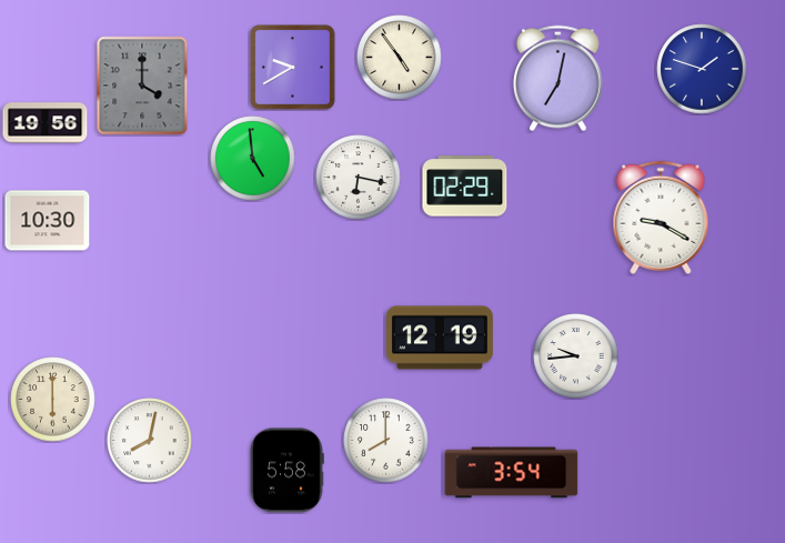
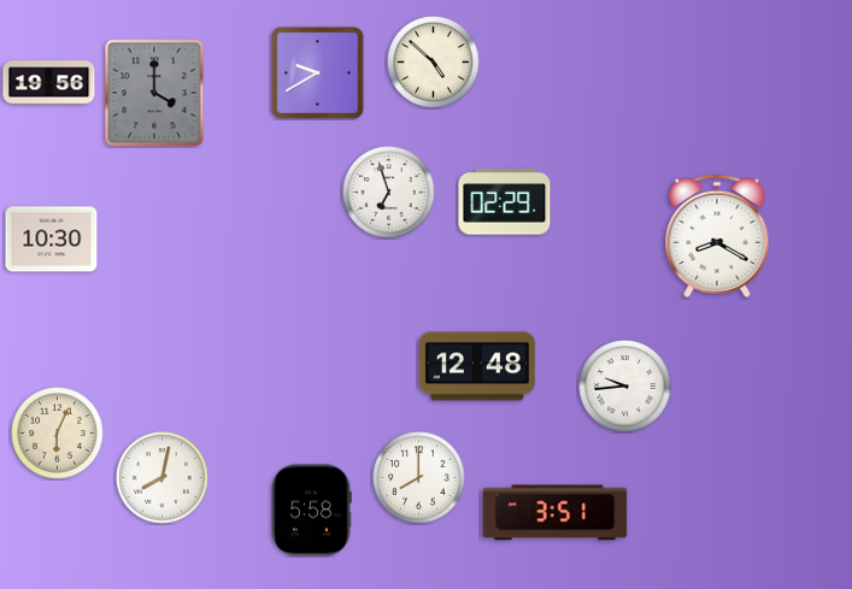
clock at (400, 58): 4:54 -> 4:52
clock at (702, 69): 1:48 -> none
clock at (557, 79): 7:02 -> none
clock at (46, 123) position: (46, 123) -> (49, 83)
clock at (253, 159): 4:59 -> none
clock at (359, 178): 6:17 -> 6:57
clock at (661, 218): 9:20 -> 8:20
clock at (441, 338): 12:19 -> 12:48
clock at (53, 400): 6:00 -> 6:04
clock at (512, 473): 3:54 -> 3:51
